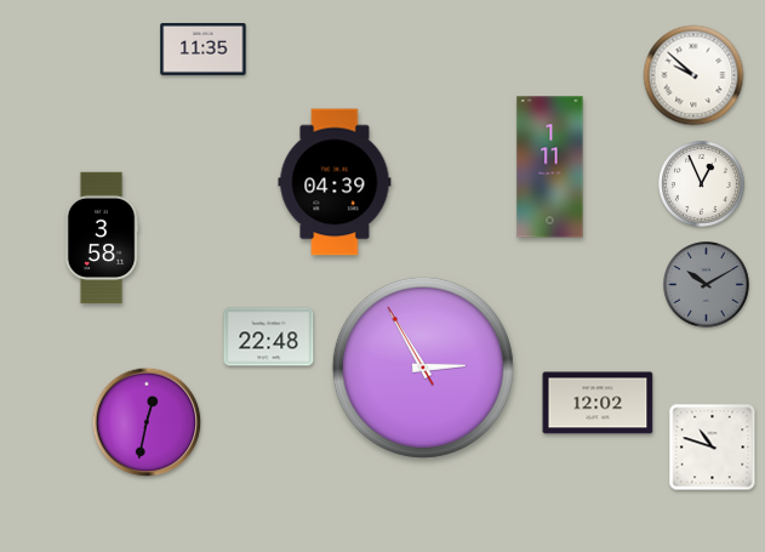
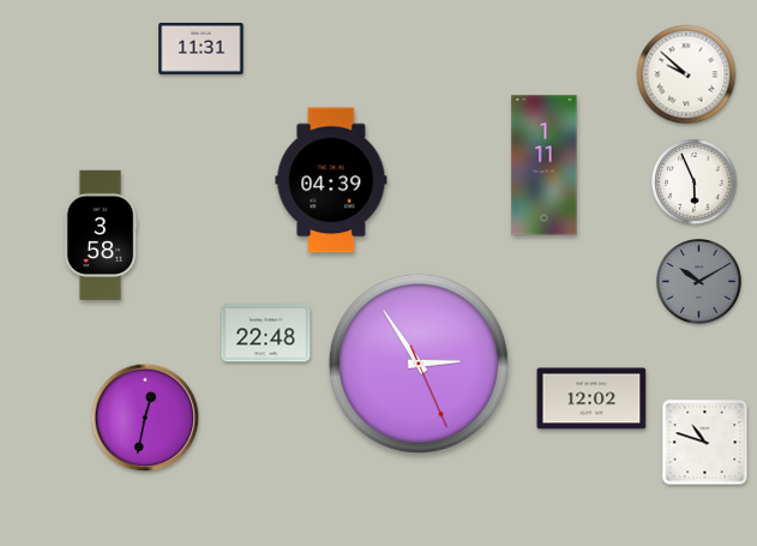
clock at (204, 49): 11:35 -> 11:31
clock at (702, 184): 12:56 -> 5:56
clock at (423, 368): 2:54:55 -> 2:54:26
